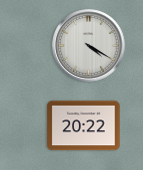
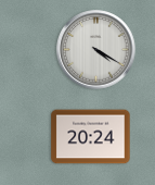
clock at (84, 126): 20:22 -> 20:24
